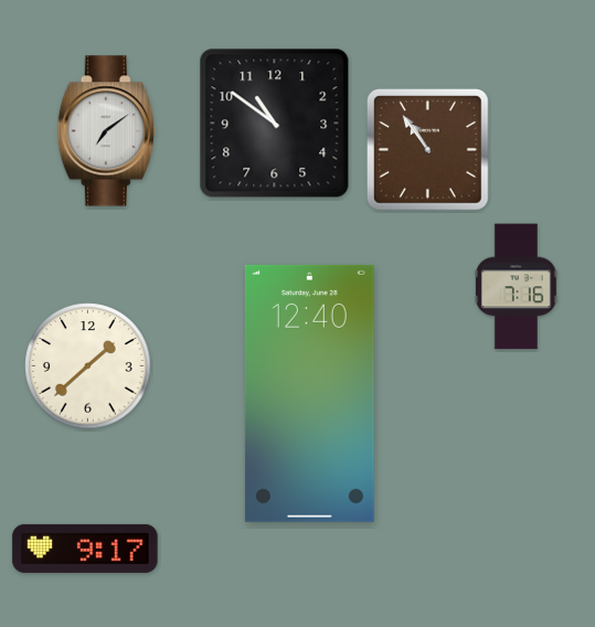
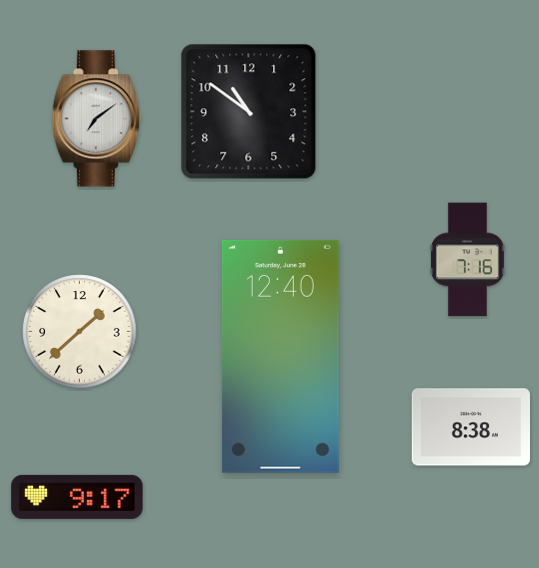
clock at (428, 150): 10:54 -> none
clock at (470, 427): none -> 8:38
